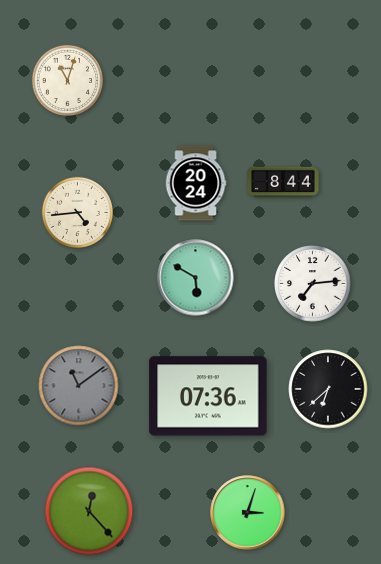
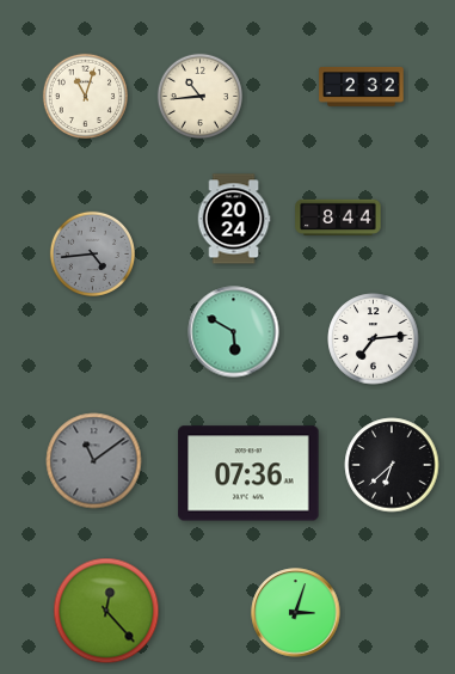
clock at (362, 86): none -> 2:32
clock at (67, 80) position: (67, 80) -> (85, 96)
clock at (199, 96): none -> 10:44
clock at (77, 212) dial: cream -> grey
